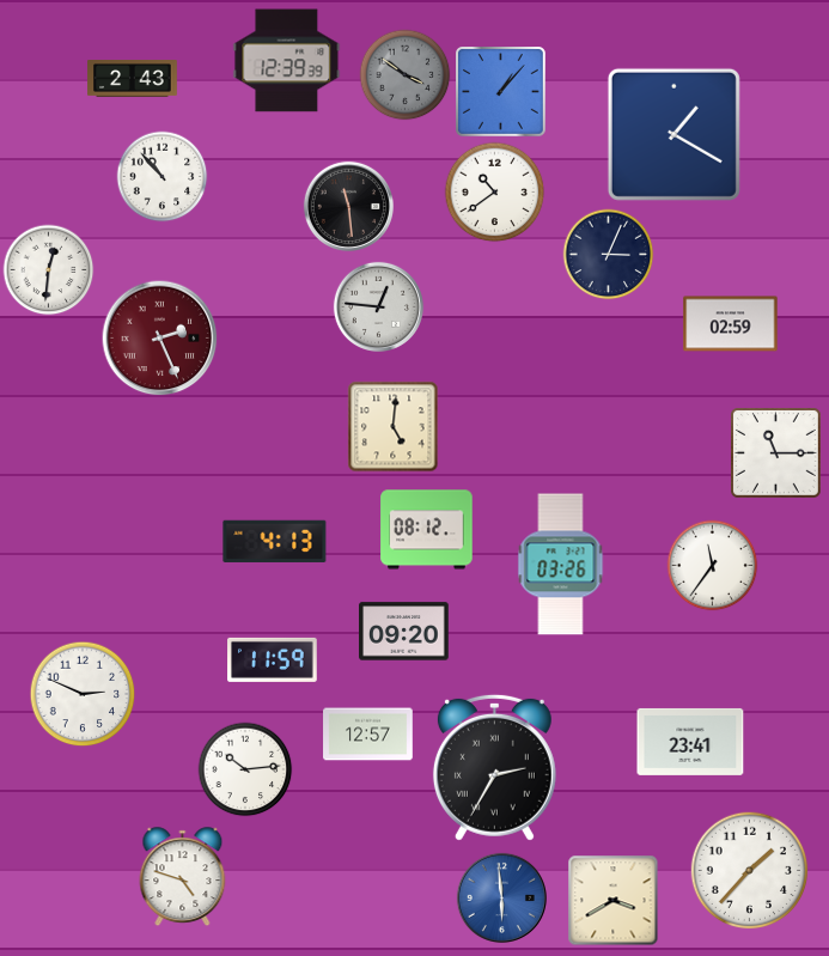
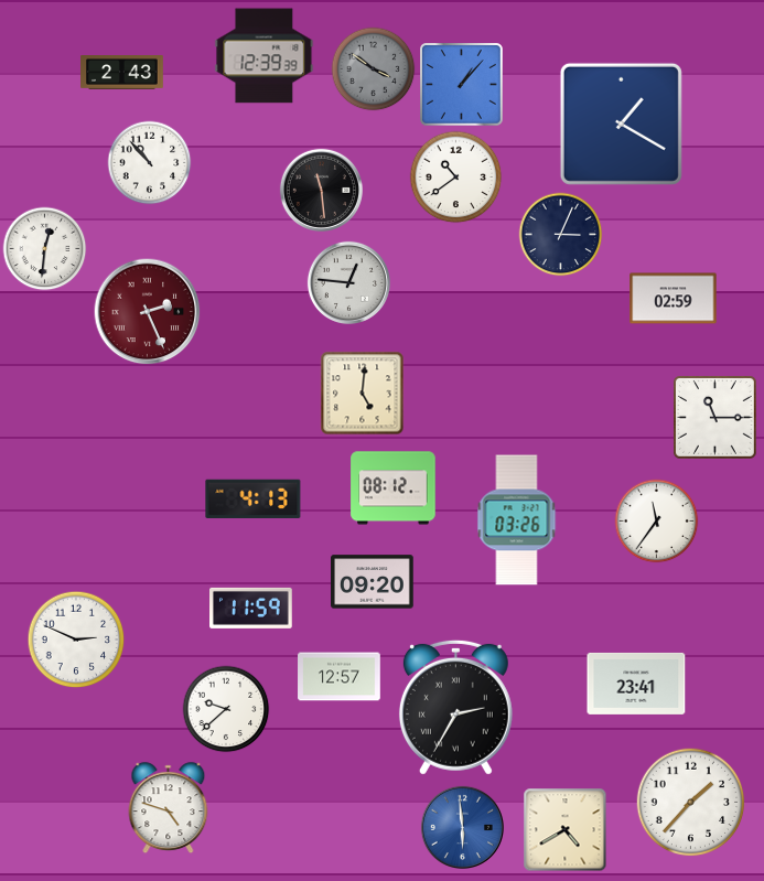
clock at (245, 769): 10:14 -> 9:38
clock at (614, 901): 3:40 -> 4:40
